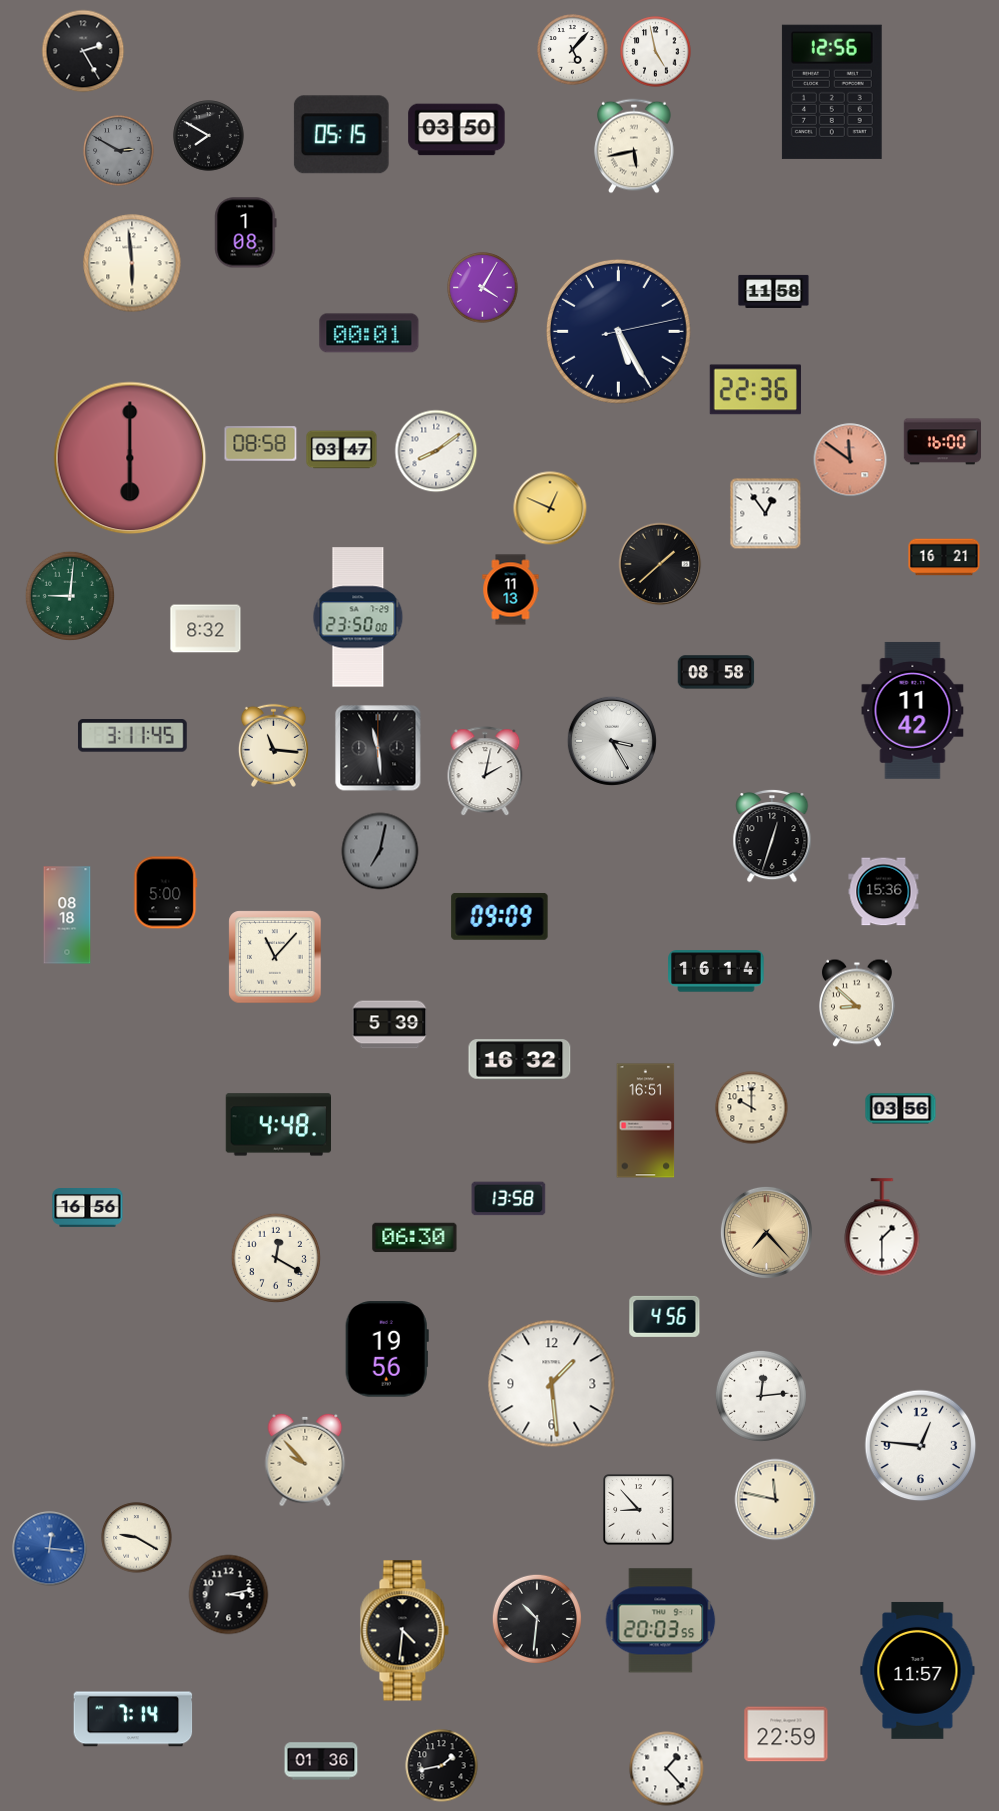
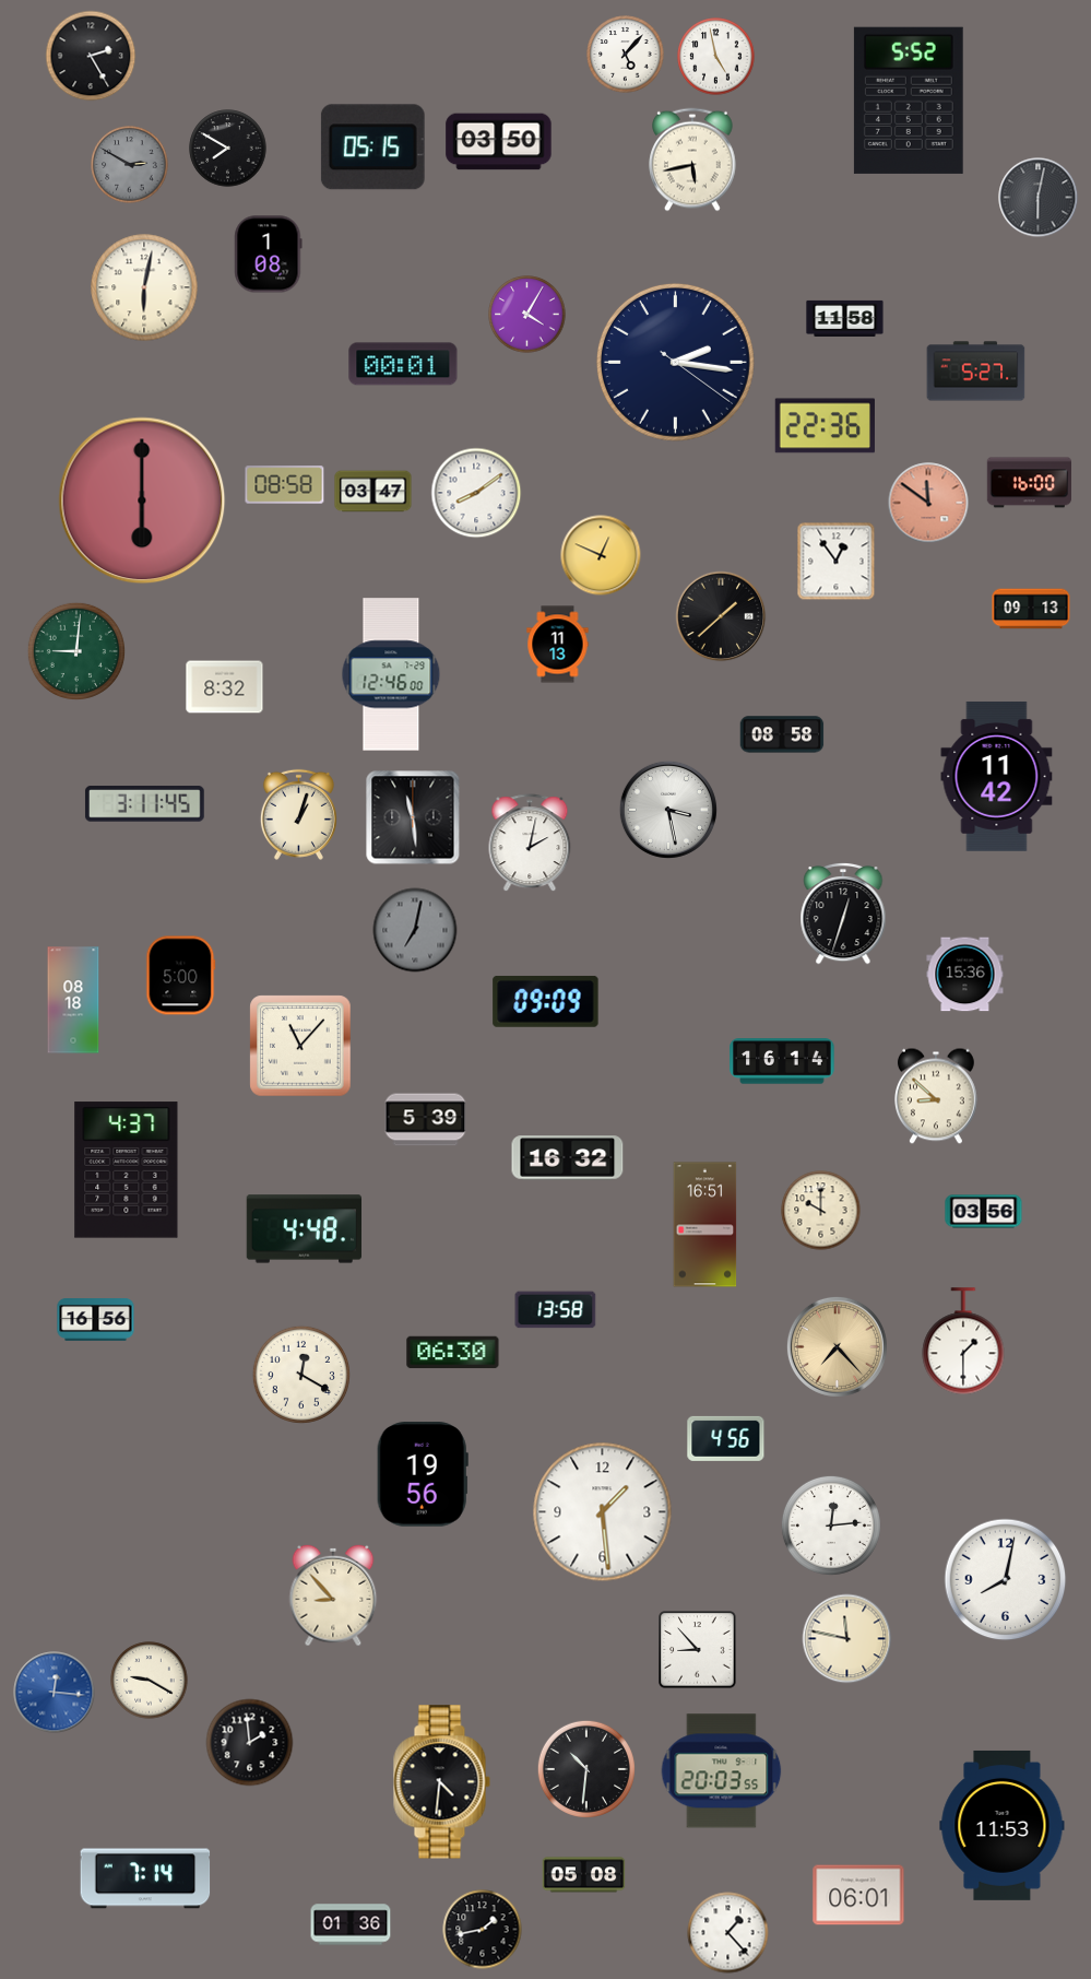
clock at (832, 92): 12:56 -> 5:52
clock at (1039, 198): none -> 6:02
clock at (132, 263): 5:59 -> 6:02
clock at (618, 331): 5:25 -> 2:16
clock at (976, 372): none -> 5:27
clock at (944, 557): 16:21 -> 09:13
clock at (358, 617): 23:50 -> 12:46
clock at (612, 741): 3:25 -> 3:28
clock at (273, 745): 11:16 -> 1:03
clock at (127, 1170): none -> 4:37
clock at (921, 1446): 12:46 -> 8:02
clock at (305, 1460): 9:53 -> 8:53
clock at (229, 1595): 3:13 -> 1:59
clock at (918, 1670): 11:57 -> 11:53
clock at (584, 1875): none -> 05:08
clock at (786, 1734): 22:59 -> 06:01
